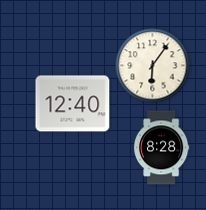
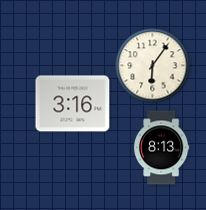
clock at (73, 104): 12:40 -> 3:16
clock at (162, 148): 8:28 -> 8:13
